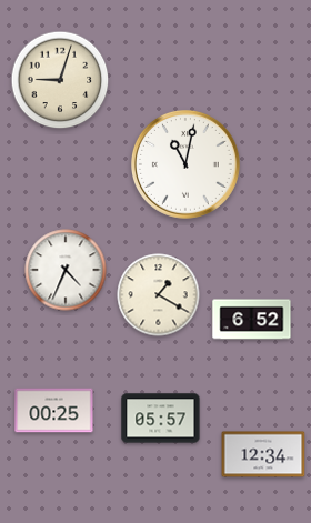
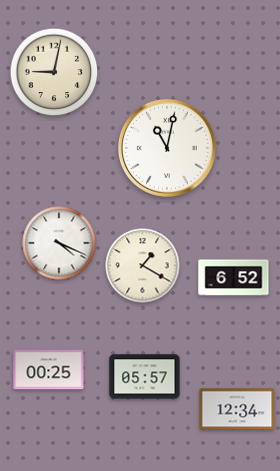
clock at (60, 80): 9:03 -> 9:02
clock at (66, 270): 4:34 -> 4:19
clock at (252, 320) position: (252, 320) -> (234, 278)
